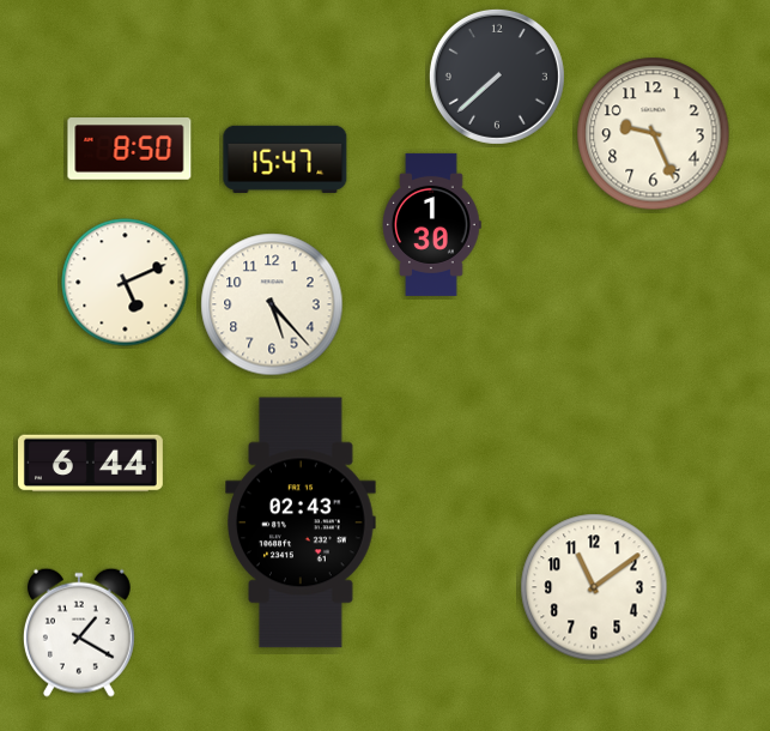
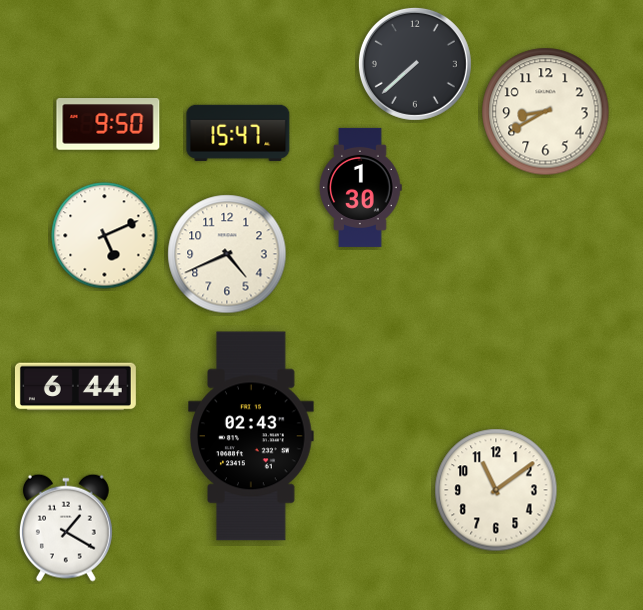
clock at (654, 134): 9:26 -> 8:40
clock at (129, 149): 8:50 -> 9:50
clock at (272, 304): 5:23 -> 4:41
